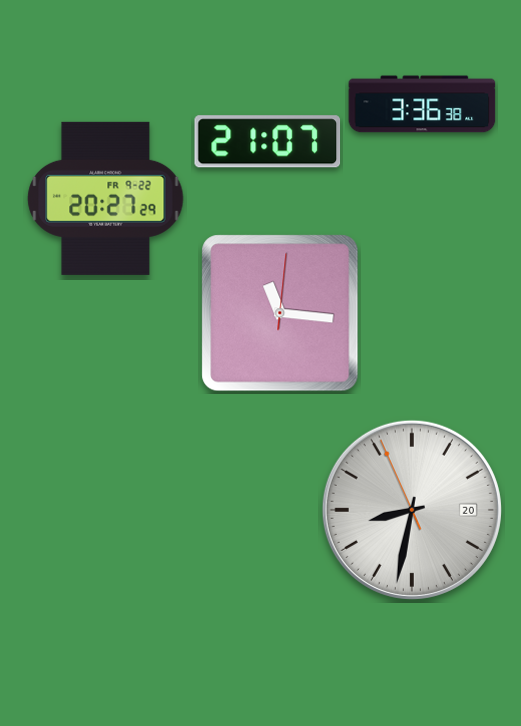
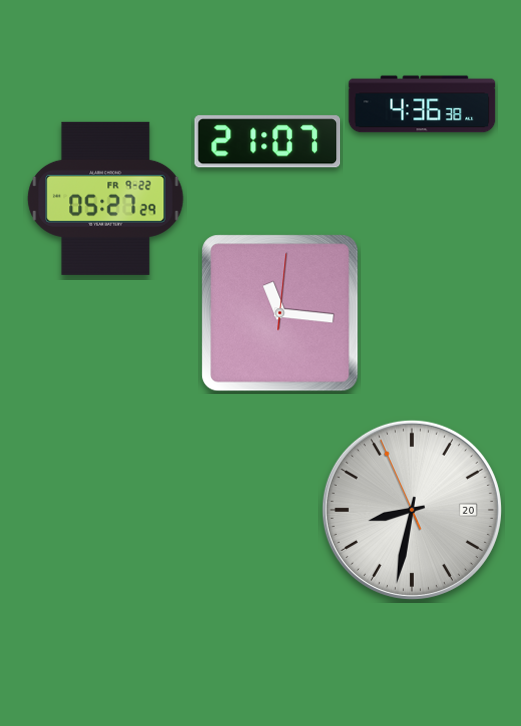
clock at (422, 104): 3:36 -> 4:36
clock at (106, 198): 20:27 -> 05:27
